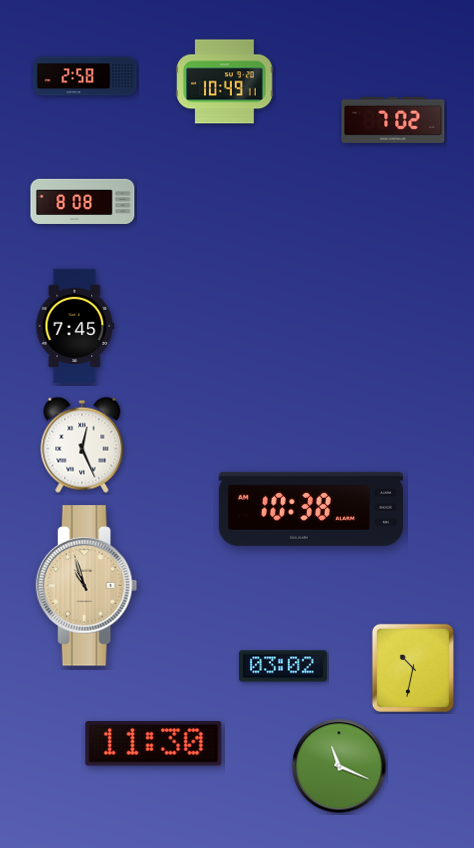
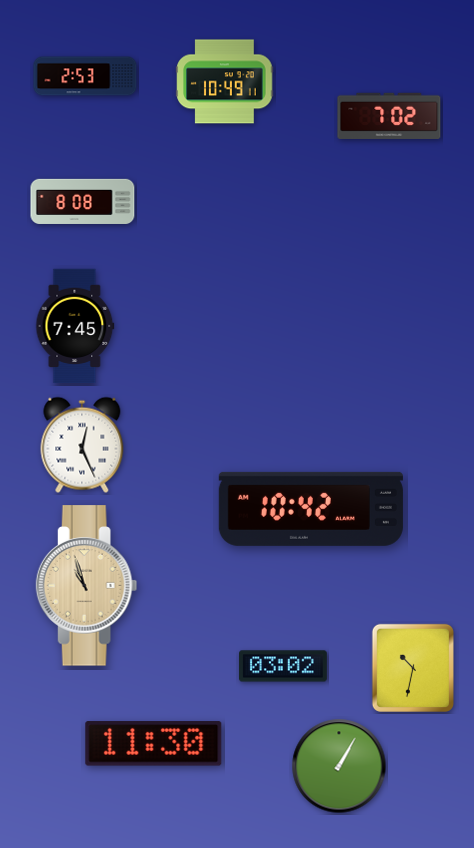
clock at (85, 76): 2:58 -> 2:53
clock at (393, 120) position: (393, 120) -> (389, 116)
clock at (311, 509): 10:38 -> 10:42
clock at (339, 766): 11:19 -> 1:05
